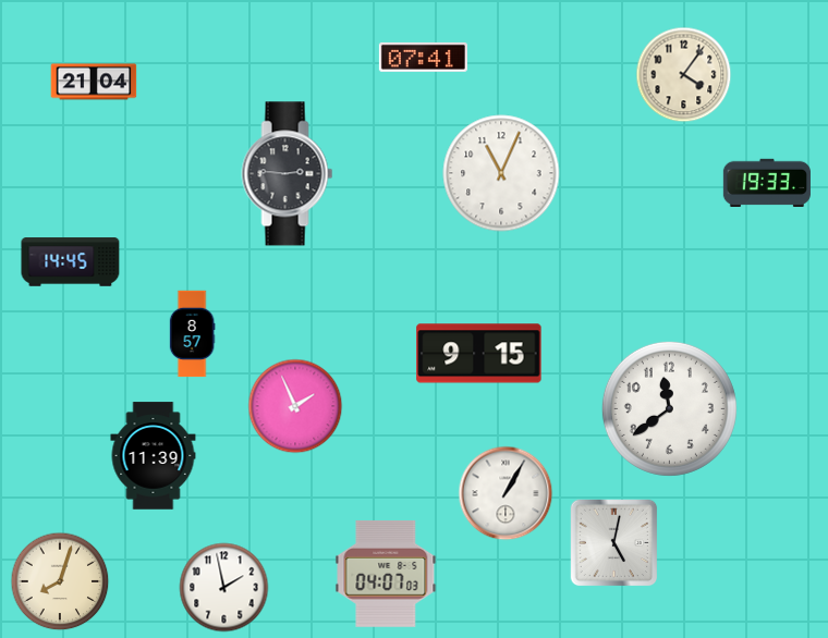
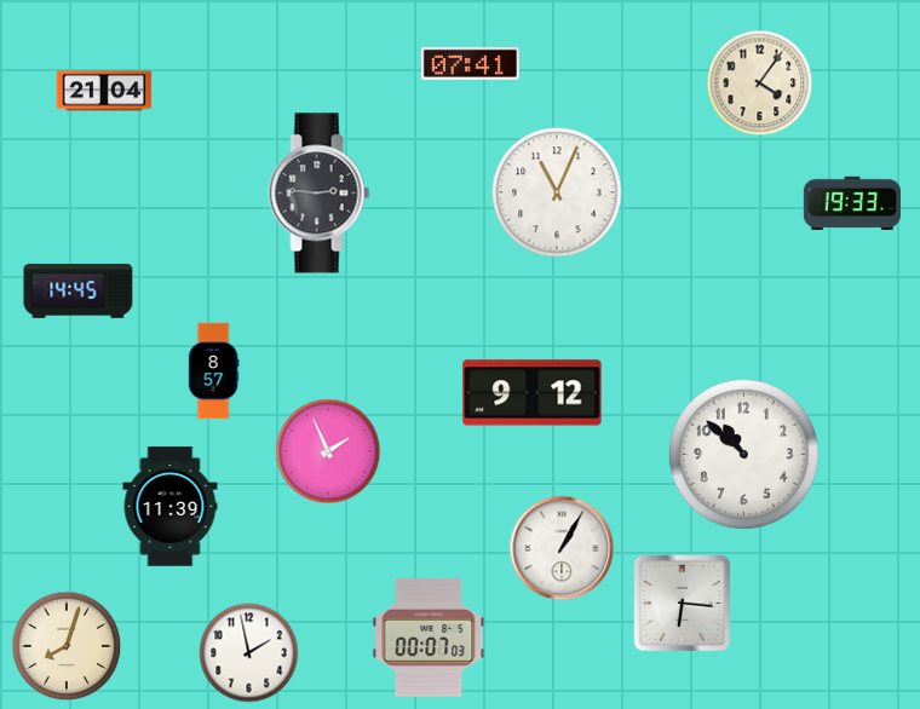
clock at (479, 354): 9:15 -> 9:12
clock at (669, 408): 11:39 -> 10:52
clock at (614, 543): 5:02 -> 6:16
clock at (386, 574): 04:07 -> 00:07
